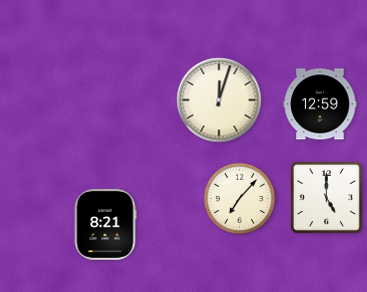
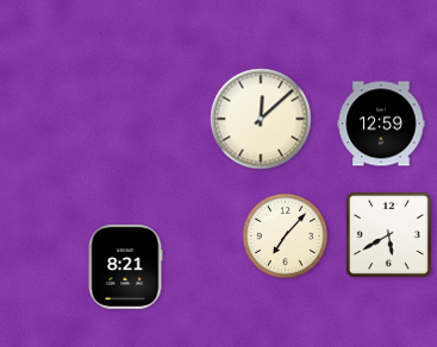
clock at (219, 100): 12:03 -> 12:08
clock at (326, 197): 5:00 -> 5:40
